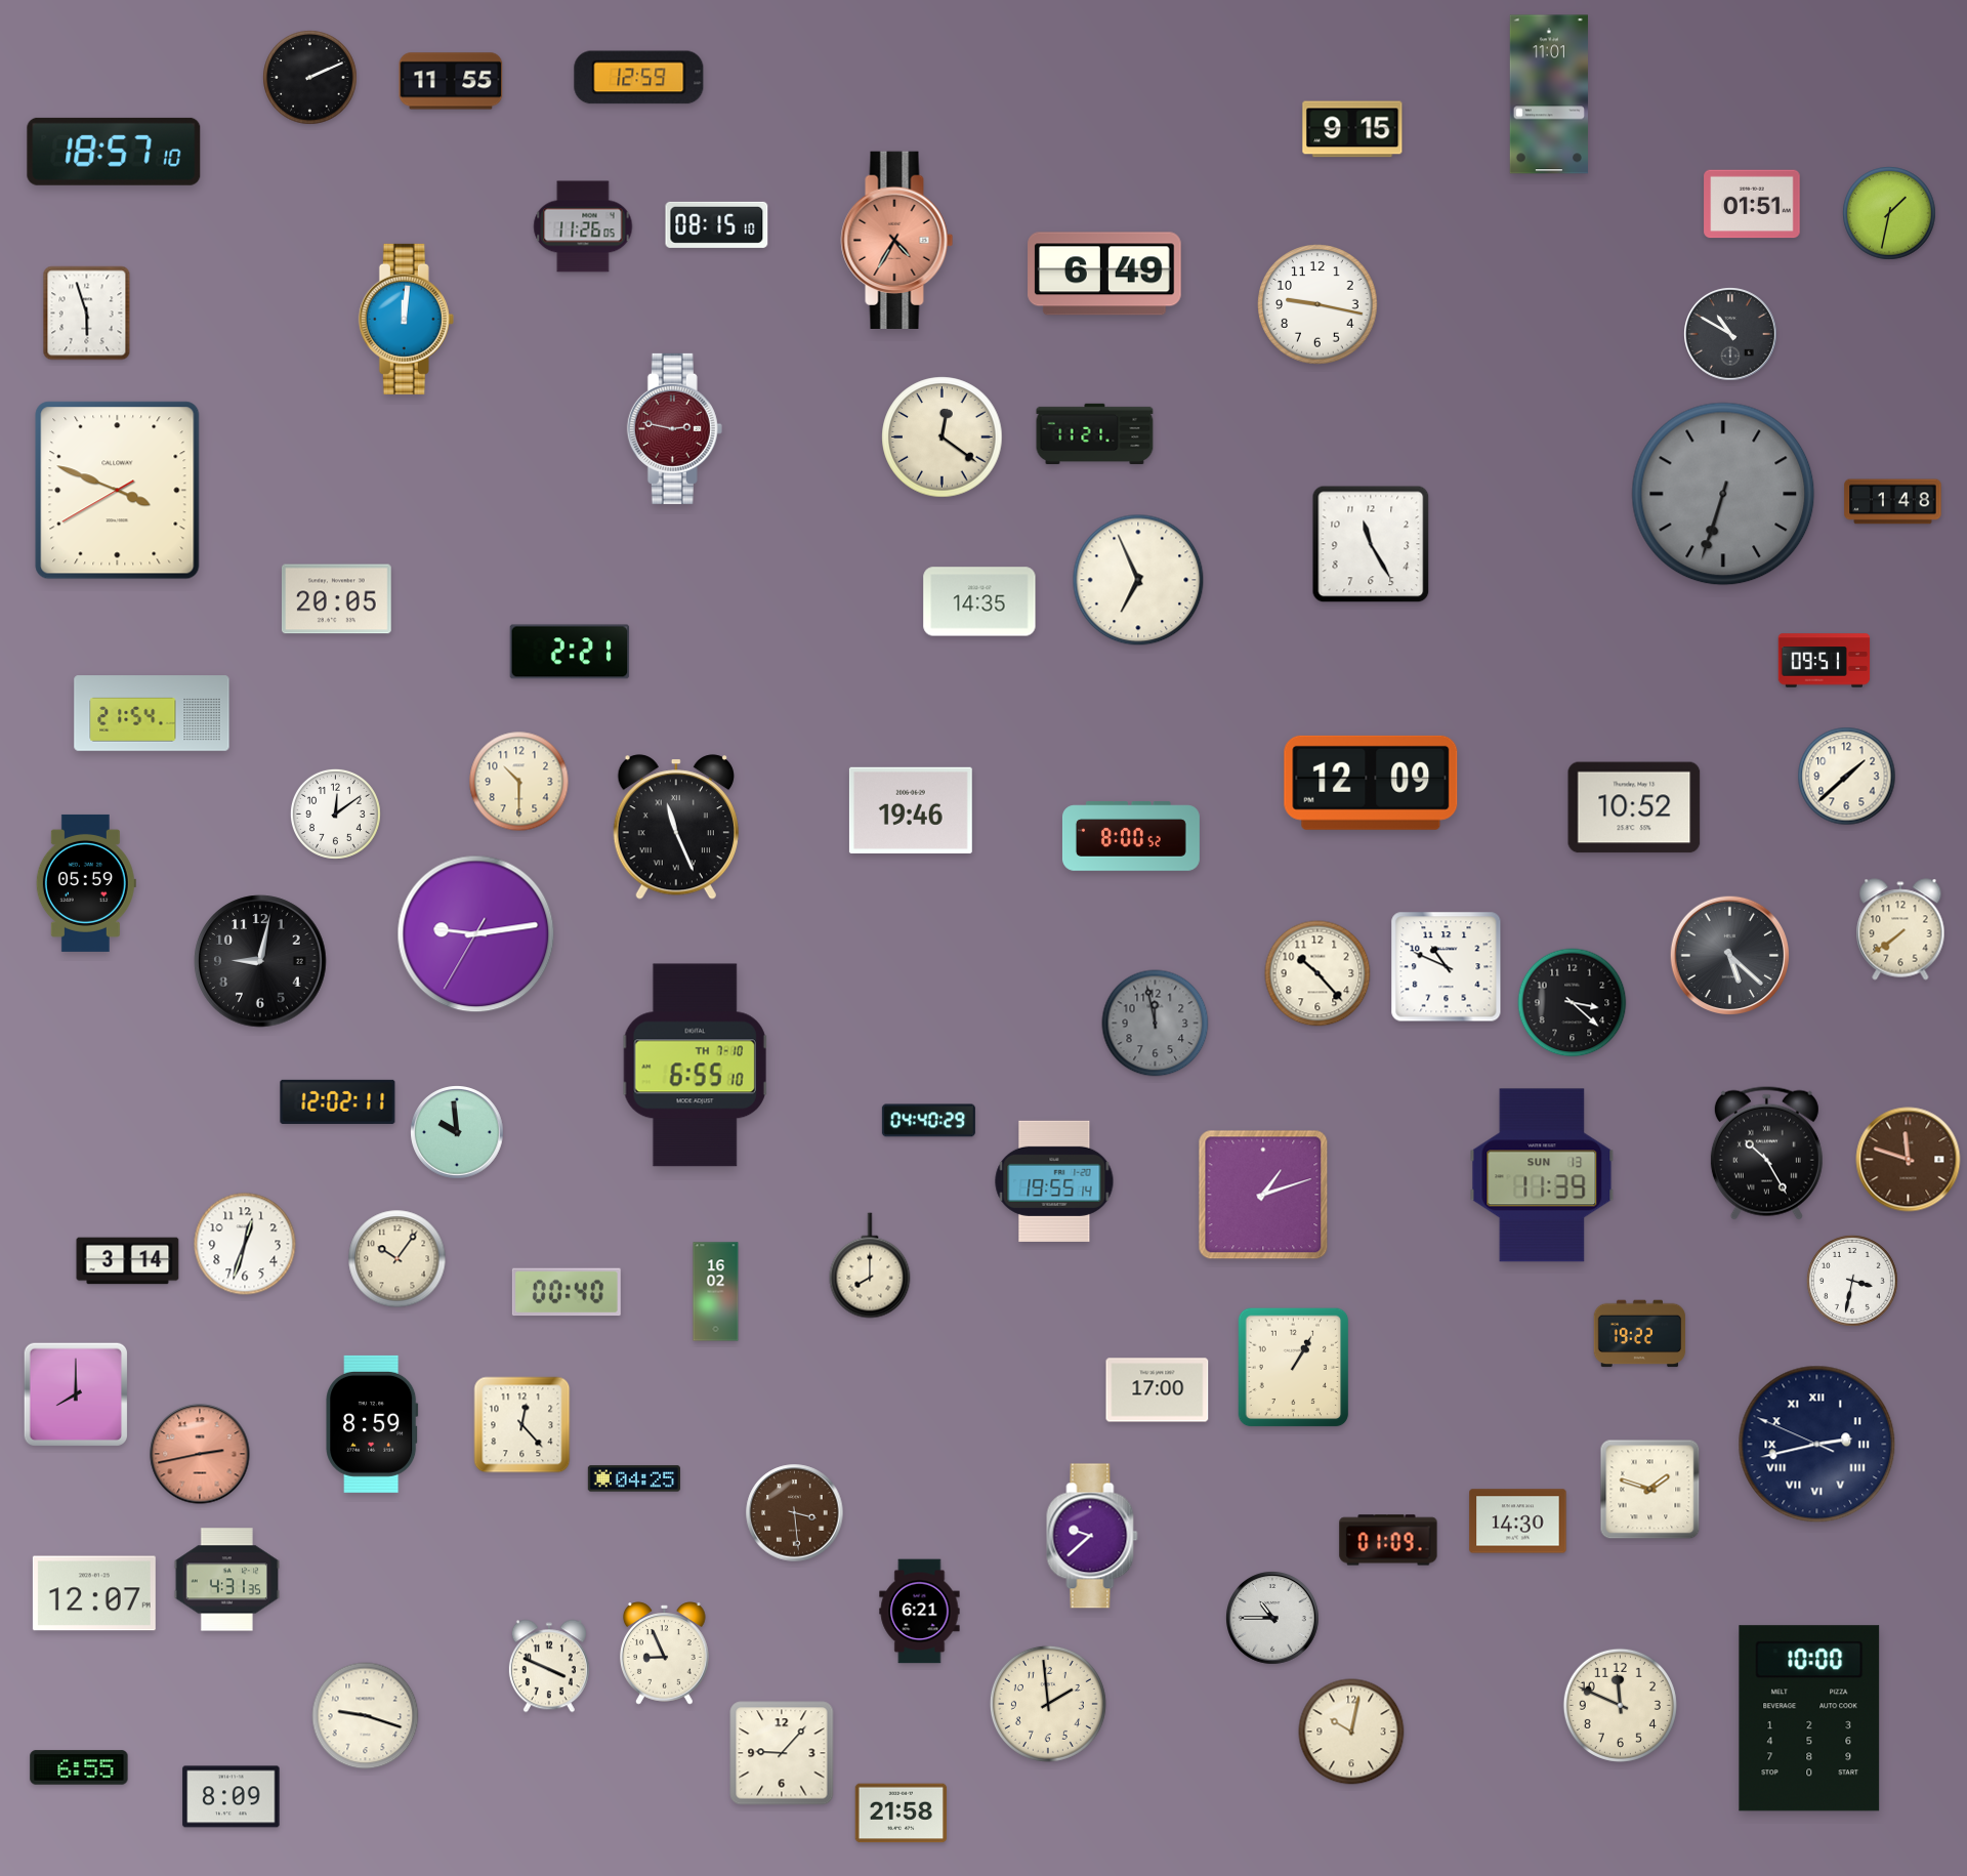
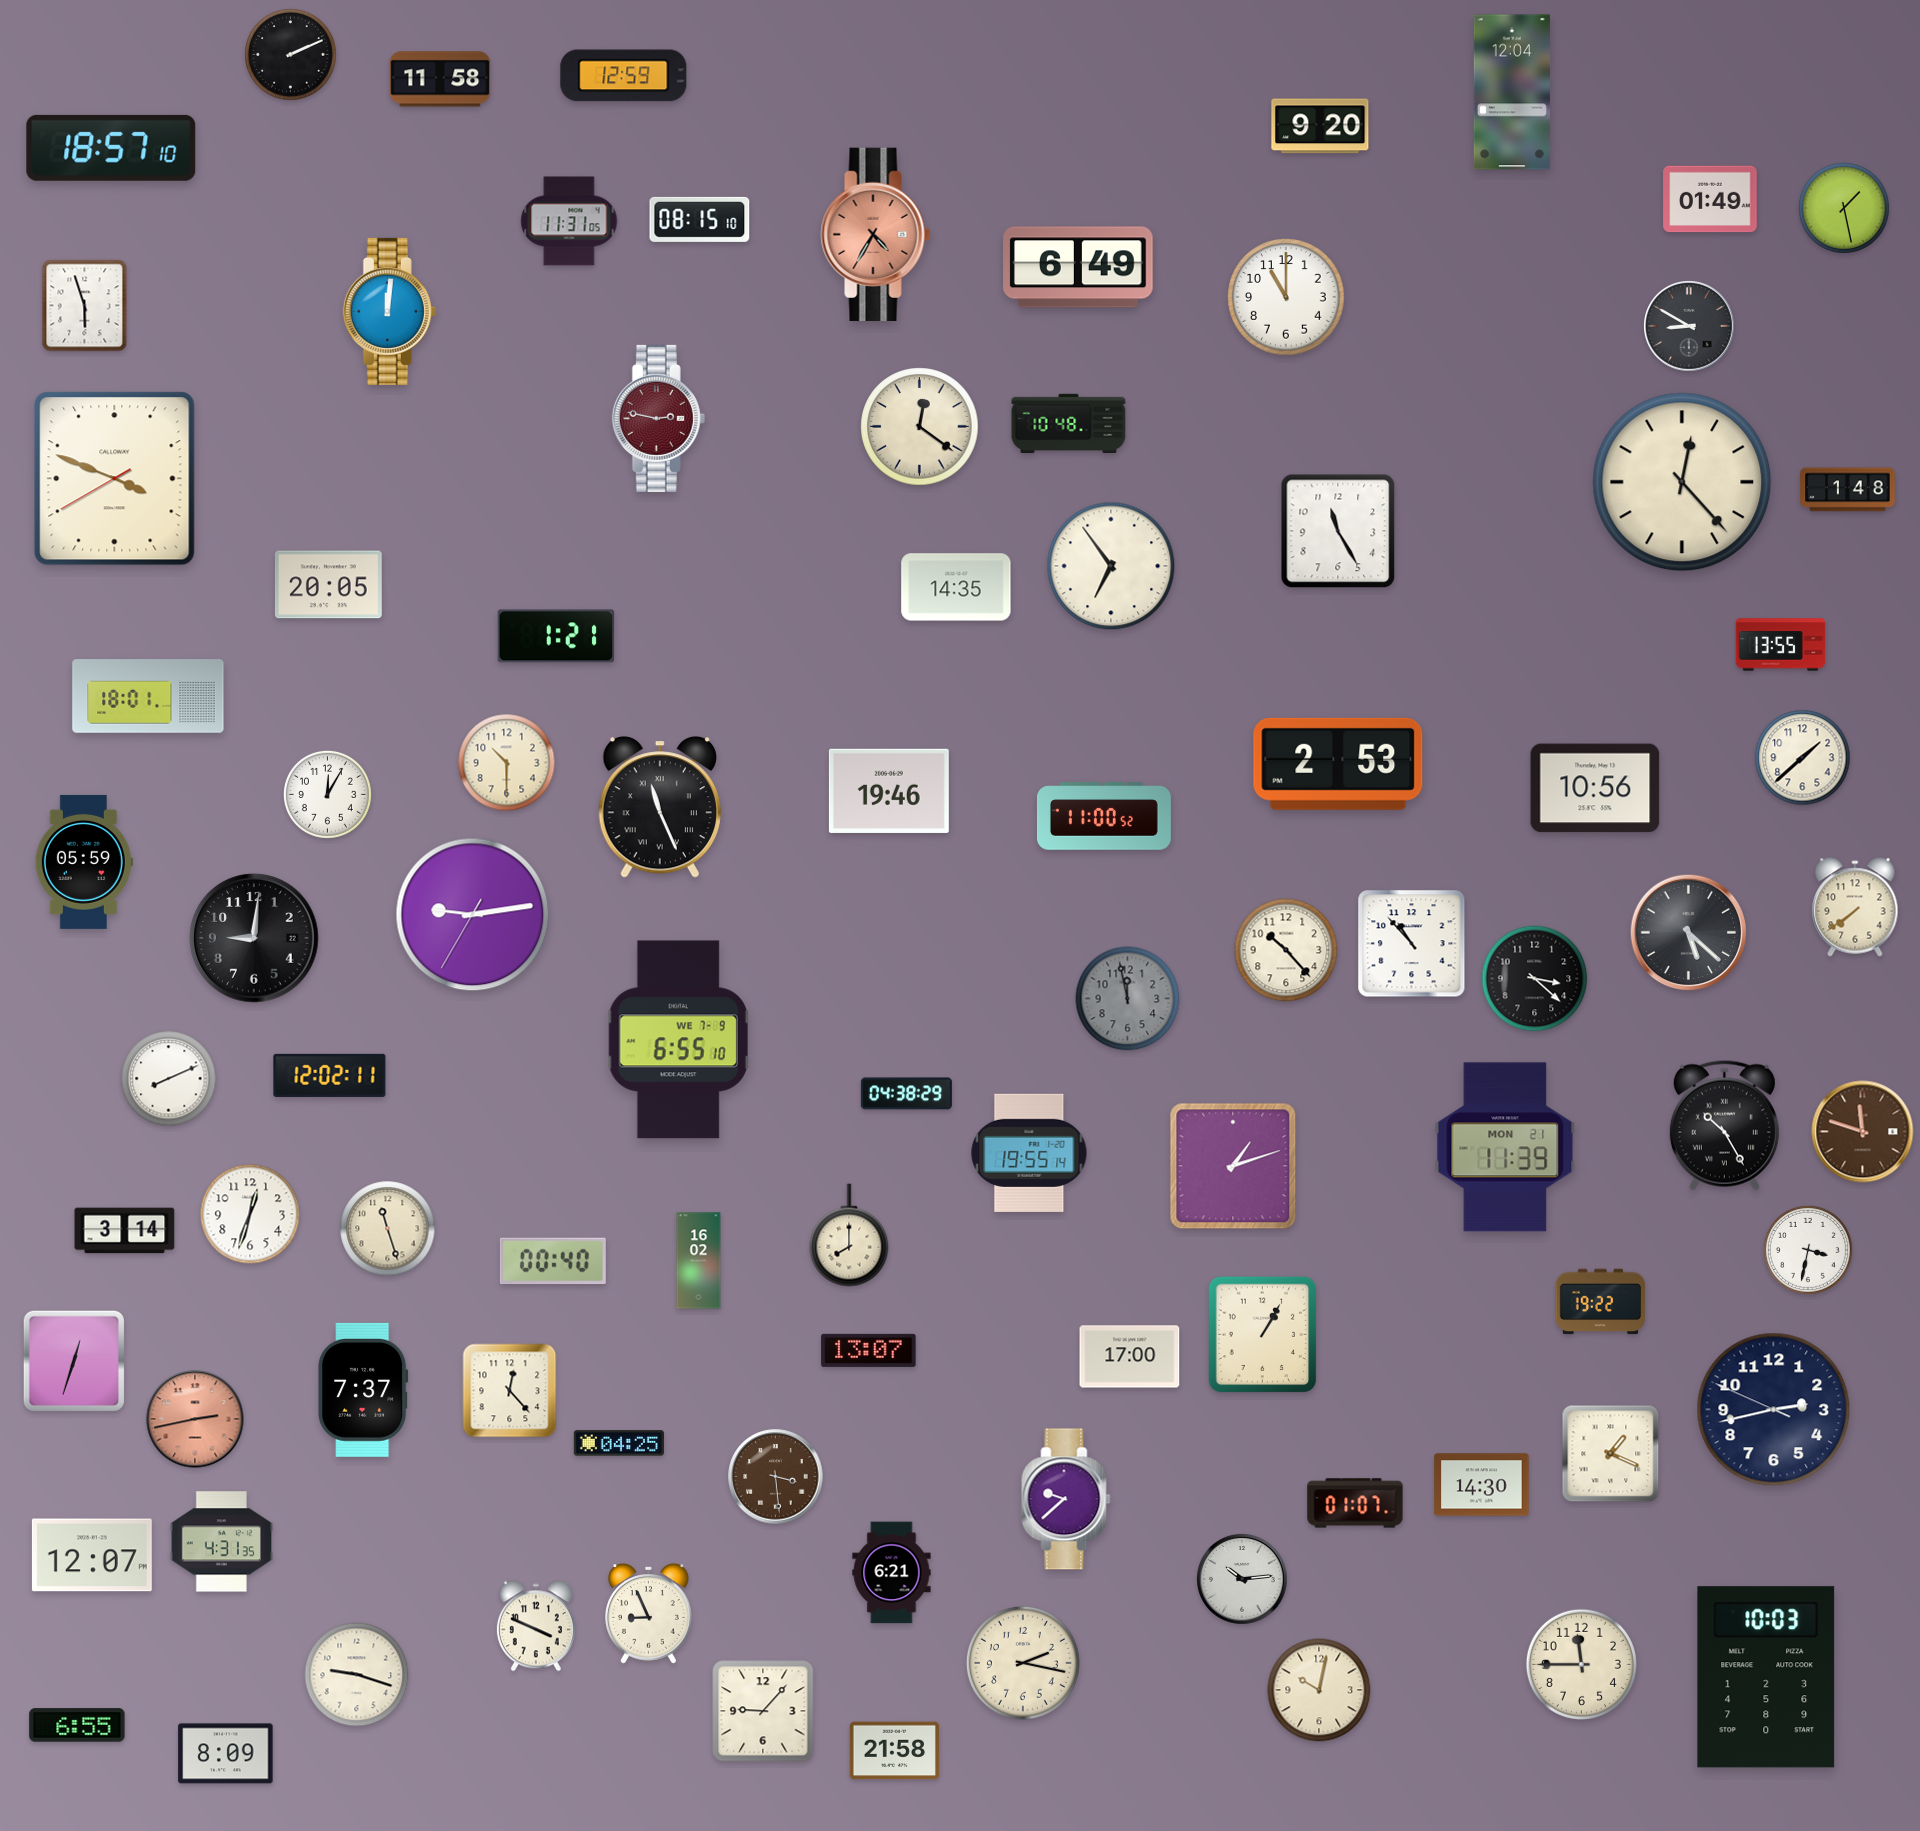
clock at (310, 78) position: (310, 78) -> (291, 55)
clock at (451, 81): 11:55 -> 11:58
clock at (1549, 94): 11:01 -> 12:04
clock at (1352, 129): 9:15 -> 9:20
clock at (1752, 204): 01:51 -> 01:49
clock at (1889, 213): 1:32 -> 1:28
clock at (583, 226): 11:26 -> 11:31
clock at (1317, 304): 9:17 -> 11:00
clock at (406, 319) position: (406, 319) -> (389, 311)
clock at (1731, 335): 10:50 -> 8:50
clock at (1095, 434): 11:21 -> 10:48
clock at (1723, 494): 6:33 -> 12:23
clock at (1723, 494) dial: grey -> cream
clock at (1138, 580): 6:56 -> 6:54
clock at (570, 652): 2:21 -> 1:21
clock at (1825, 661): 09:51 -> 13:55
clock at (152, 713): 21:54 -> 18:01
clock at (1371, 783): 12:09 -> 2:53
clock at (1634, 807): 10:52 -> 10:56
clock at (335, 814): 12:09 -> 12:05
clock at (1131, 836): 8:00 -> 11:00
clock at (476, 934) position: (476, 934) -> (473, 915)
clock at (260, 961): 9:02 -> 9:01
clock at (1447, 967): 10:49 -> 10:53
clock at (696, 1066) date: TH 7-10 -> WE 7-9
clock at (169, 1079): none -> 8:11
clock at (928, 1121): 04:40 -> 04:38
clock at (458, 1133): 9:59 -> none
clock at (1542, 1175) date: SUN 13 -> MON 21
clock at (245, 1244) position: (245, 1244) -> (250, 1214)
clock at (397, 1259): 10:06 -> 11:27
clock at (869, 1350): none -> 13:07
clock at (76, 1393): 8:00 -> 12:33
clock at (372, 1424): 8:59 -> 7:37
clock at (1817, 1445) numerals: Roman -> Arabic
clock at (1650, 1490): 1:48 -> 1:19
clock at (1388, 1540): 01:09 -> 01:07
clock at (920, 1612) position: (920, 1612) -> (892, 1573)
clock at (1273, 1619): 10:45 -> 10:14
clock at (1048, 1704): 1:59 -> 2:17
clock at (1620, 1705): 11:49 -> 11:45
clock at (1809, 1718): 10:00 -> 10:03
clock at (902, 1814) position: (902, 1814) -> (895, 1751)
